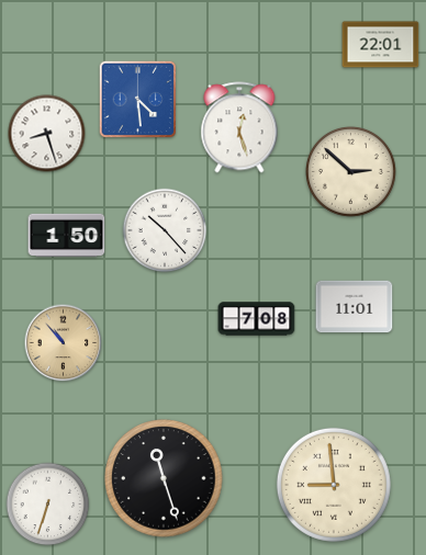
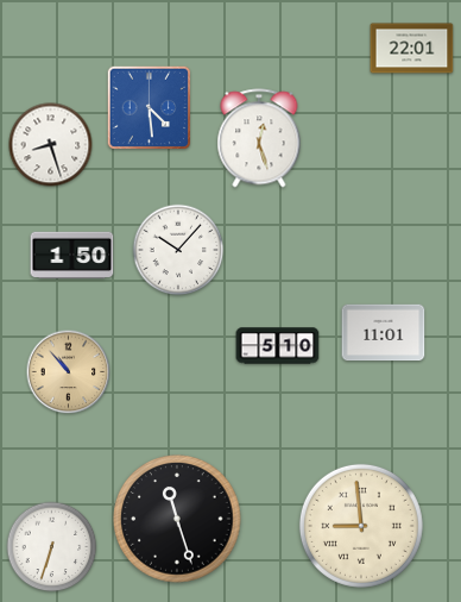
clock at (351, 172): 2:52 -> none
clock at (165, 230): 10:23 -> 10:07
clock at (257, 319): 7:08 -> 5:10
